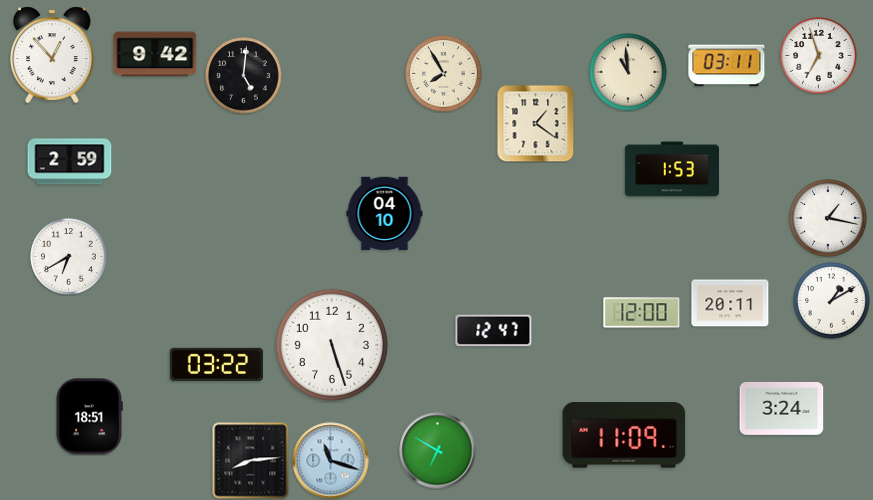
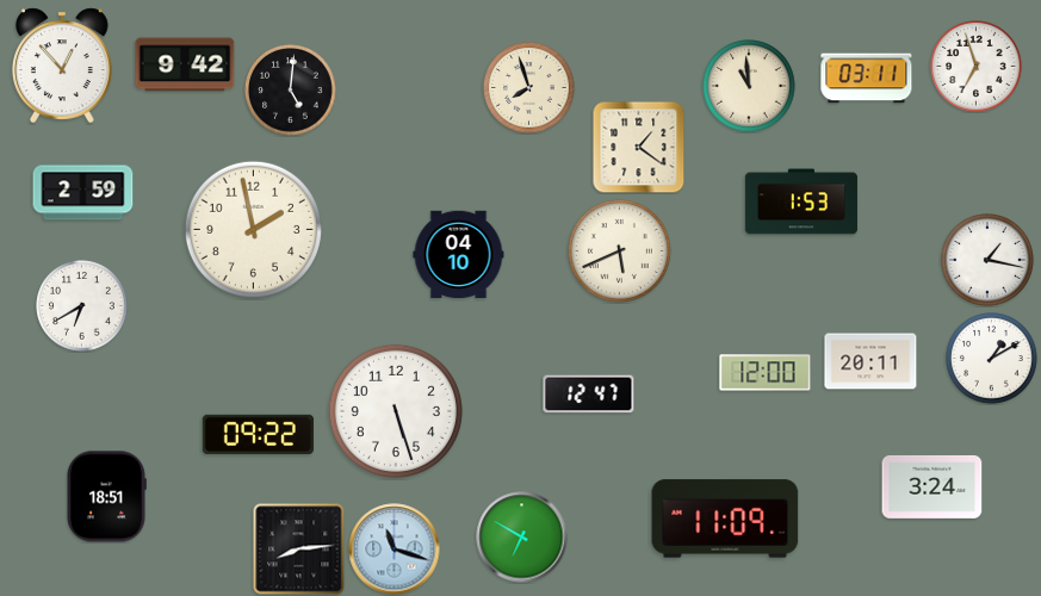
clock at (444, 74): 7:55 -> 7:57
clock at (253, 229): none -> 1:58
clock at (619, 250): none -> 5:41
clock at (216, 364): 03:22 -> 09:22
clock at (624, 435) position: (624, 435) -> (725, 519)
